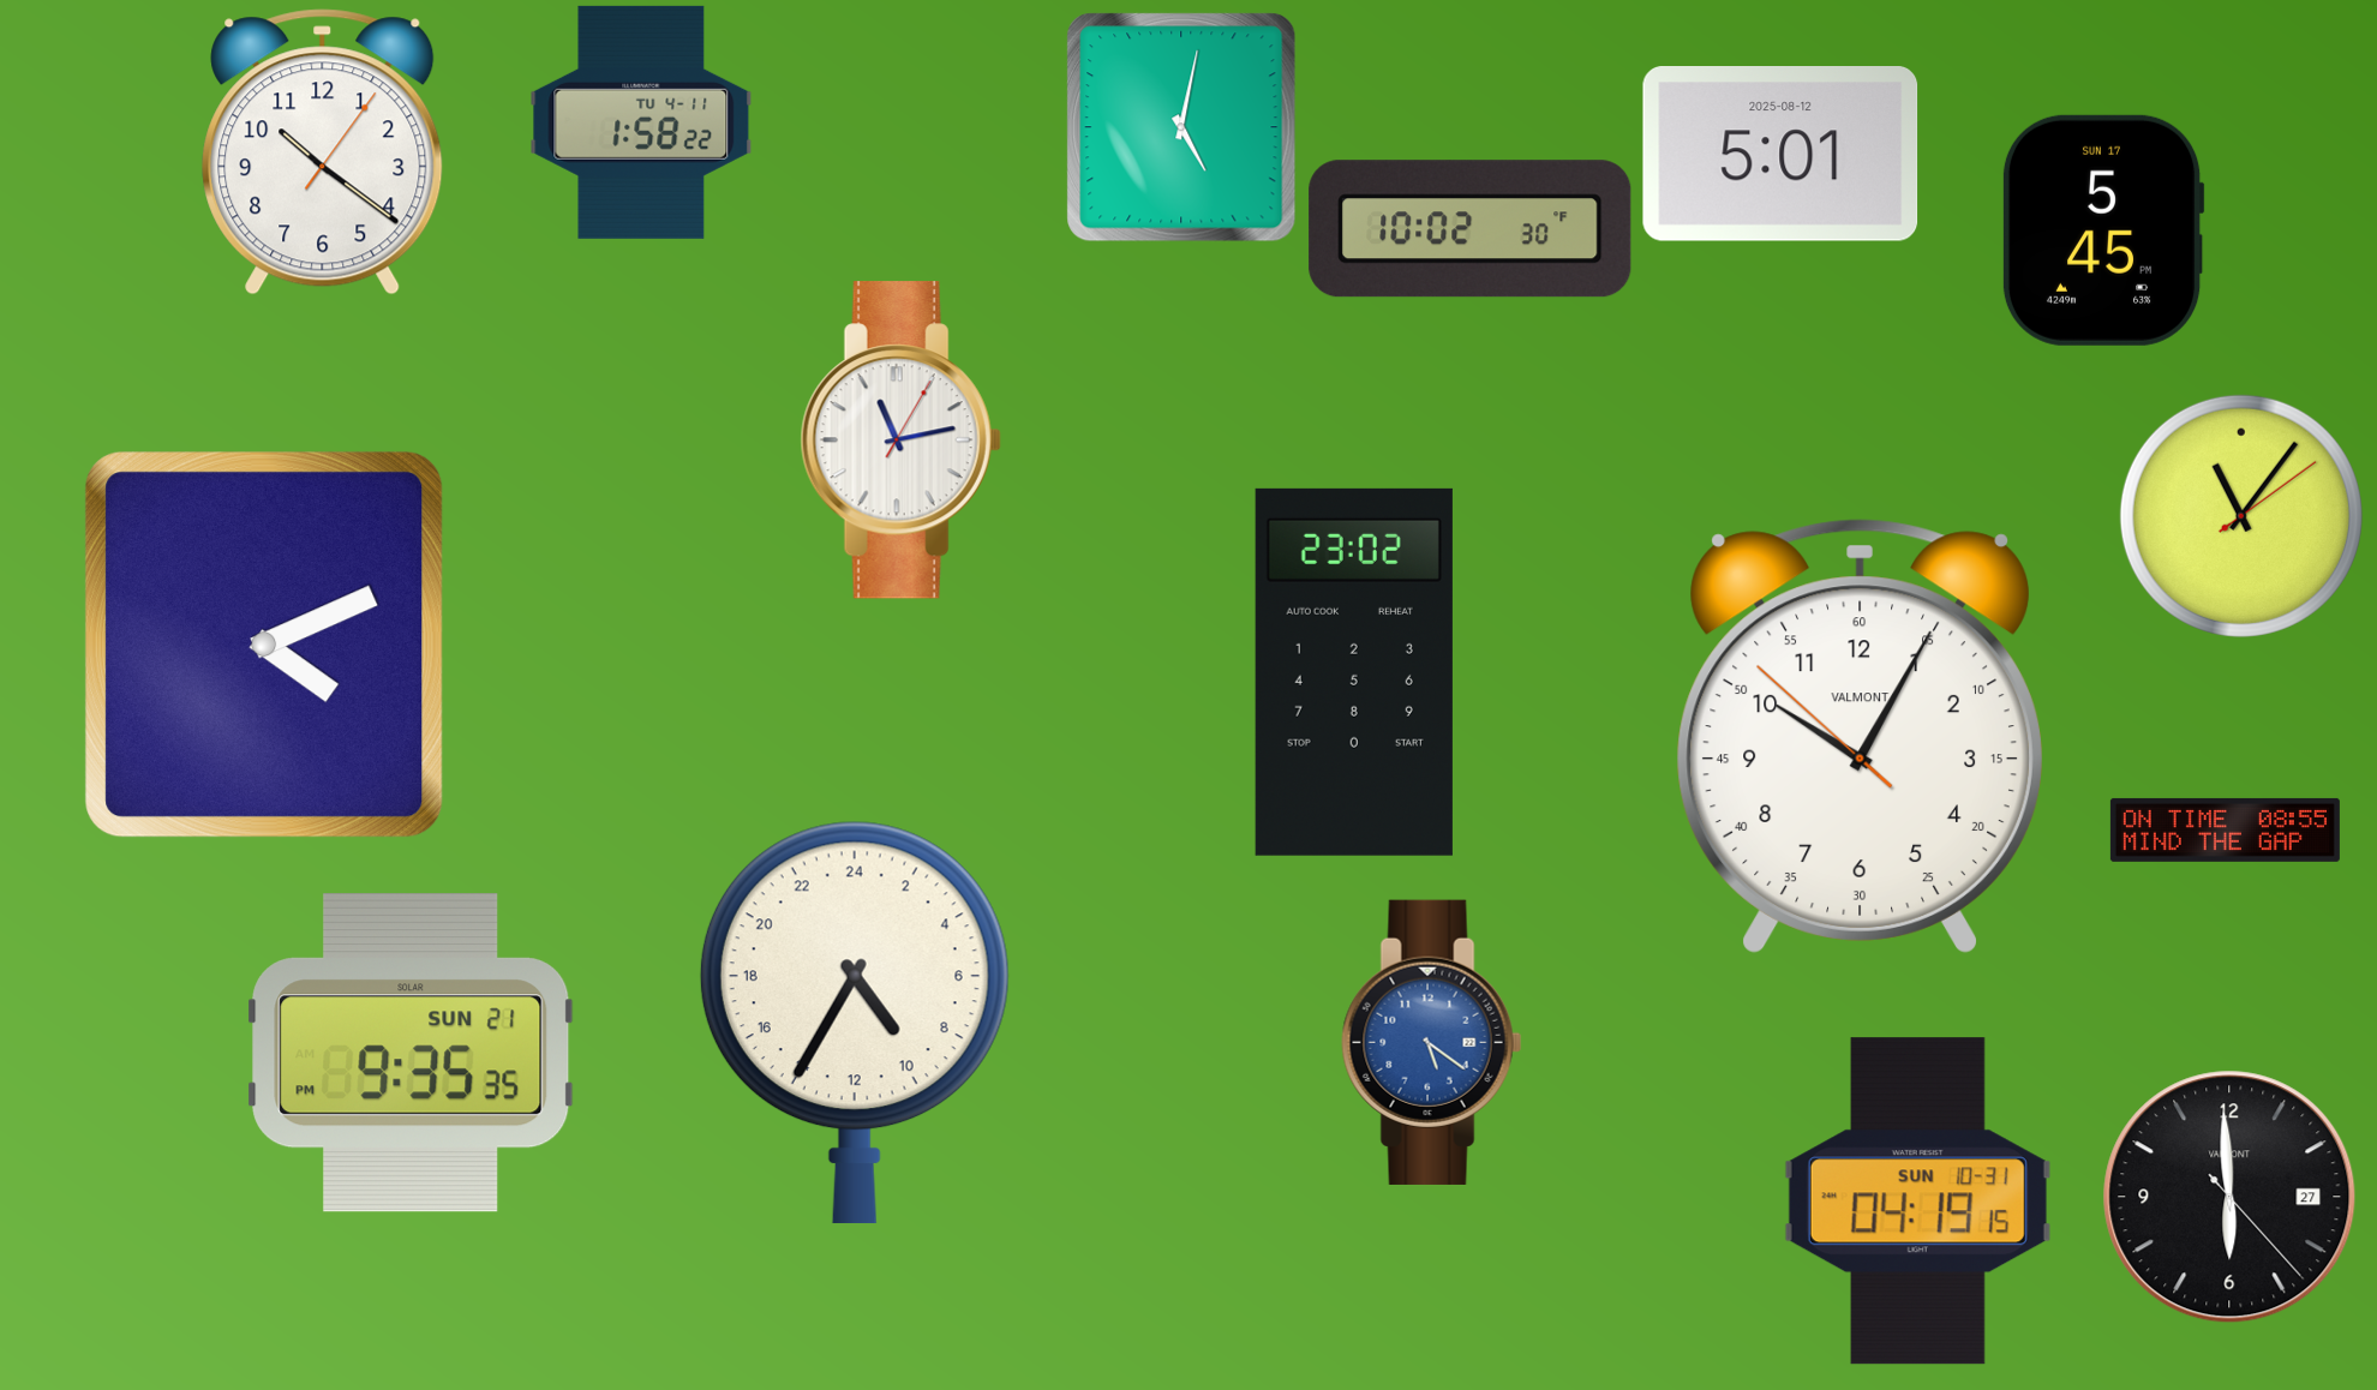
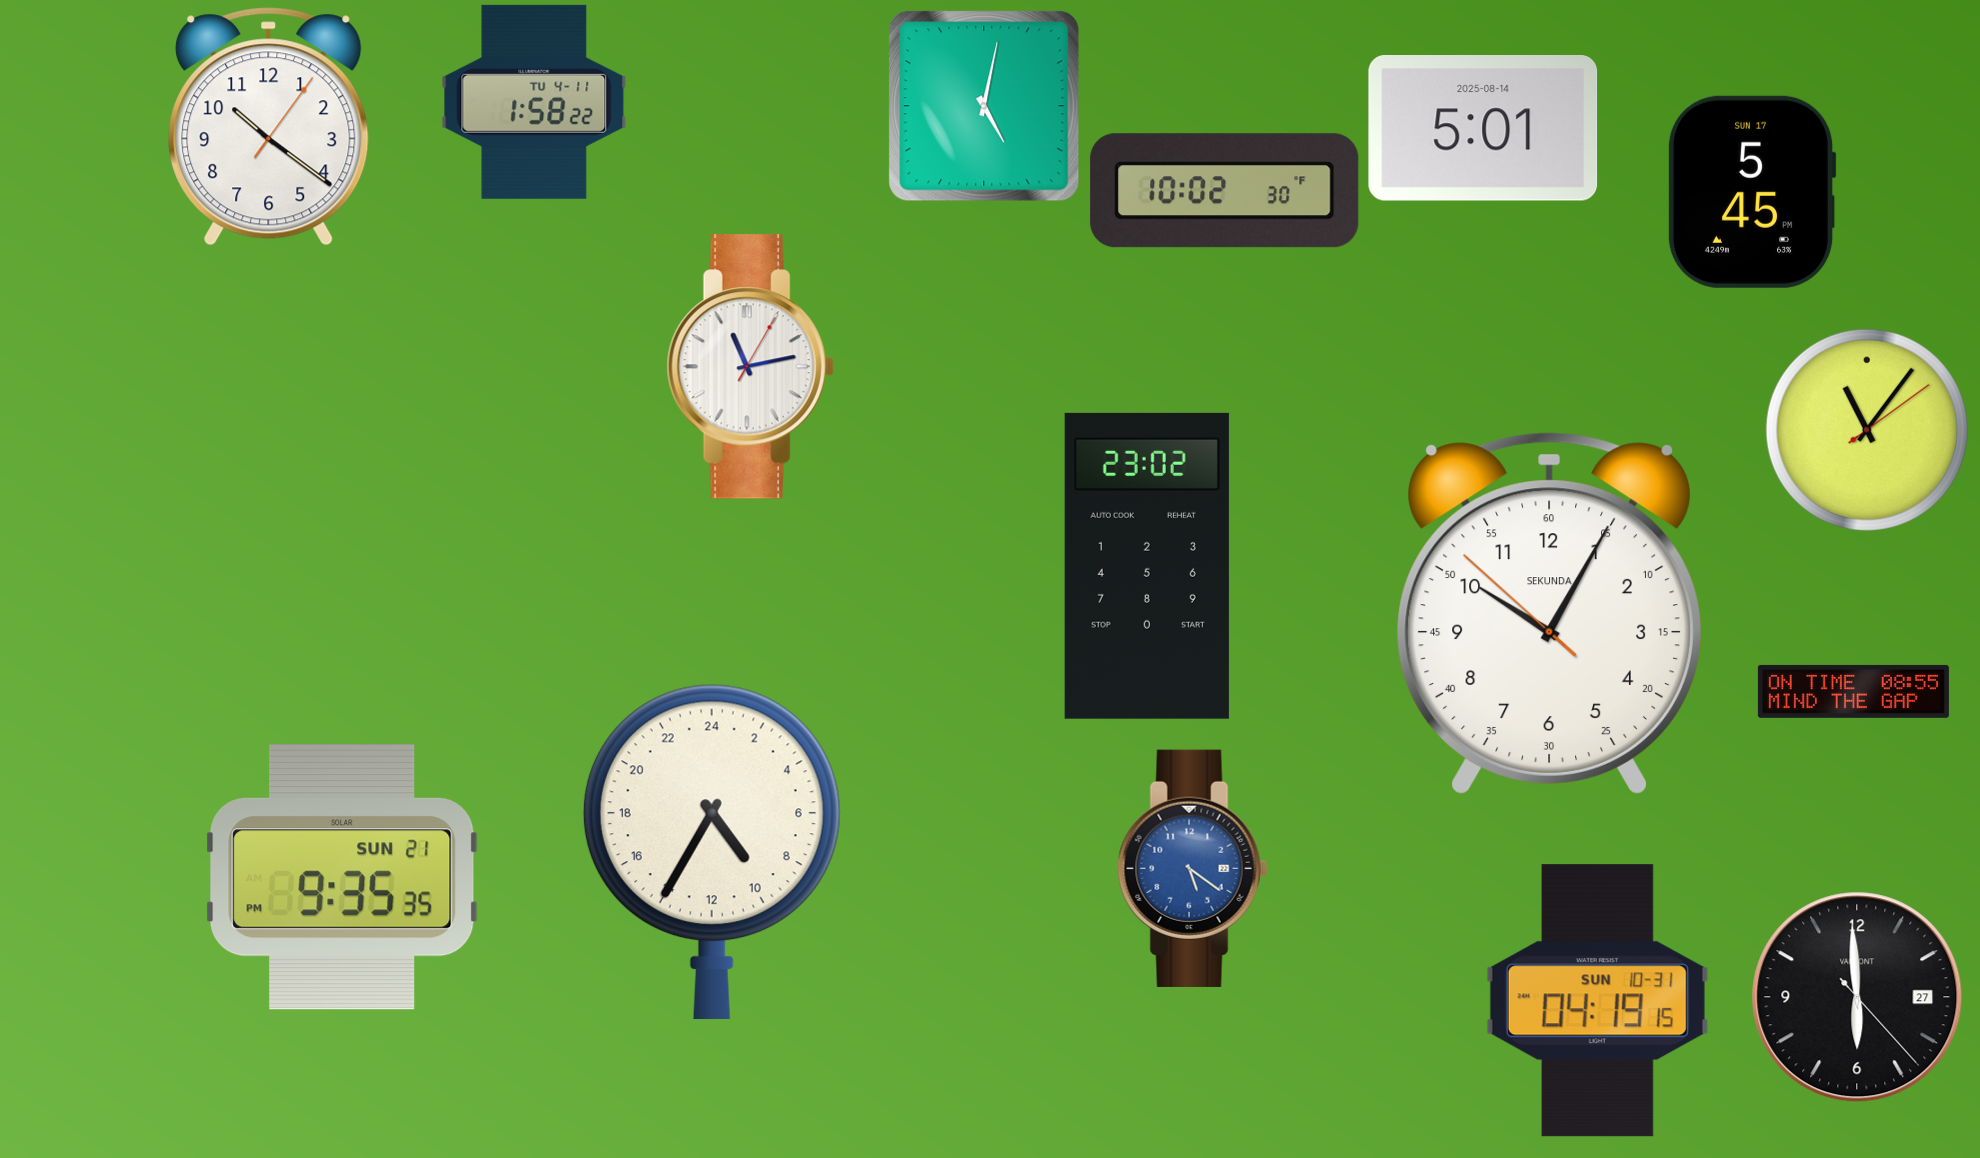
clock at (1780, 155) date: 2025-08-12 -> 2025-08-14
clock at (264, 645): 4:11 -> none
clock at (1354, 672) position: (1354, 672) -> (1147, 566)
clock at (1860, 736) brand: VALMONT -> SEKUNDA
